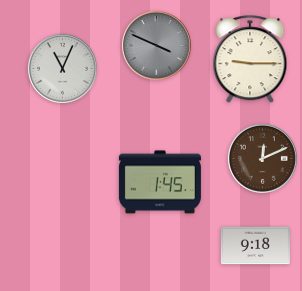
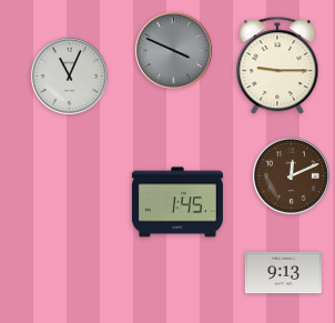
clock at (255, 246): 9:18 -> 9:13
